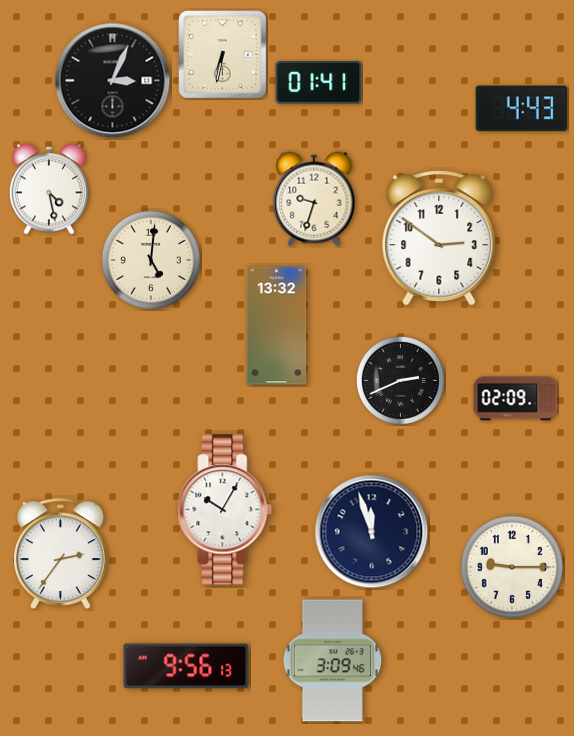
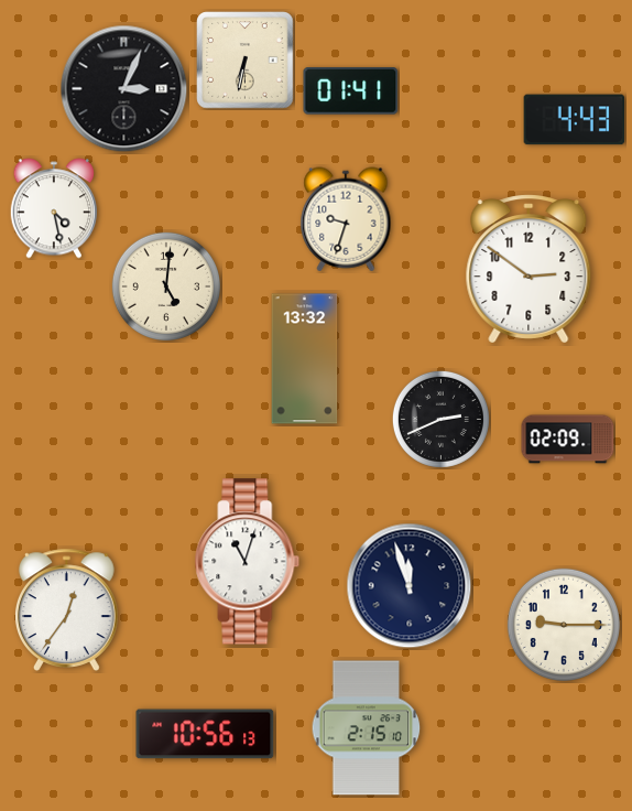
clock at (439, 238) position: (439, 238) -> (529, 269)
clock at (225, 510): 10:05 -> 11:03
clock at (61, 553): 2:36 -> 12:36
clock at (333, 661): 3:09 -> 2:15
clock at (186, 666): 9:56 -> 10:56
